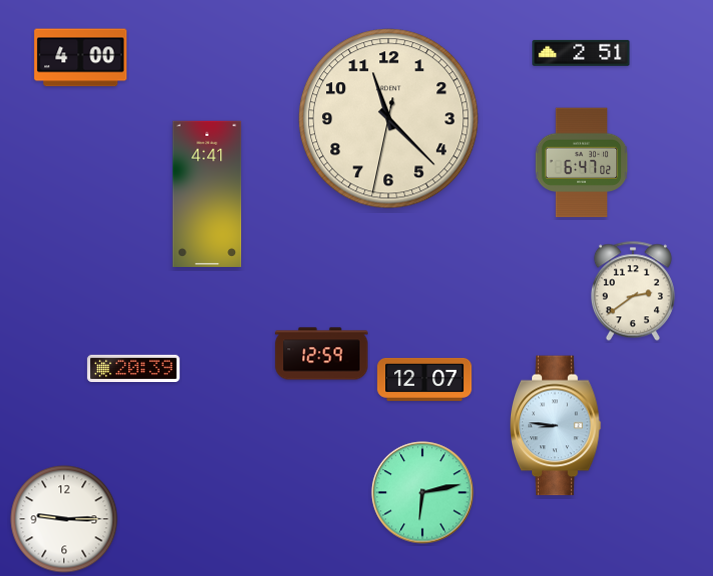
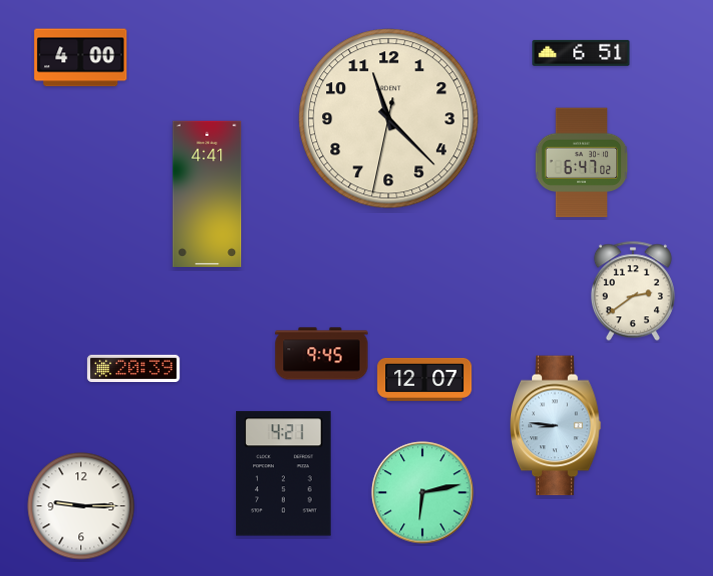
clock at (581, 53): 2:51 -> 6:51
clock at (322, 354): 12:59 -> 9:45
clock at (283, 474): none -> 4:21
clock at (64, 519) position: (64, 519) -> (81, 506)
